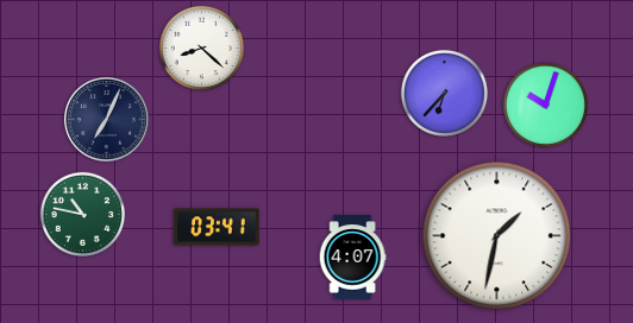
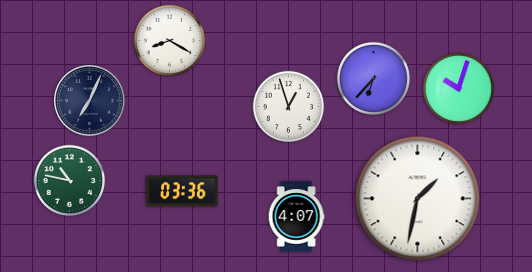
clock at (201, 47): 8:22 -> 8:20
clock at (288, 106): none -> 12:57
clock at (217, 227): 03:41 -> 03:36
